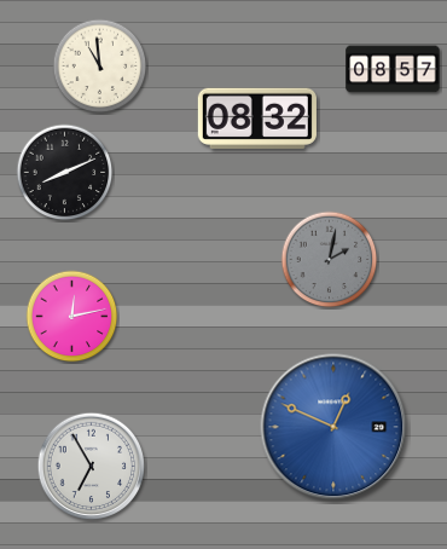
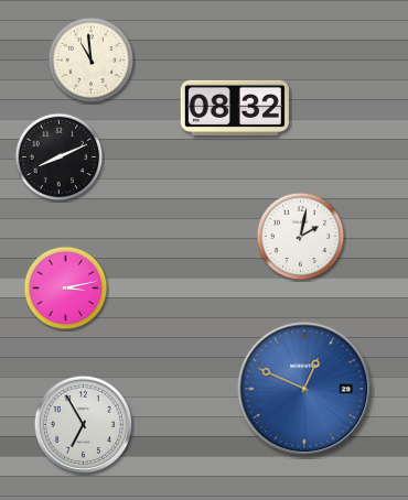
clock at (393, 69): 08:57 -> none
clock at (330, 260) dial: grey -> white
clock at (72, 317): 12:13 -> 3:13
